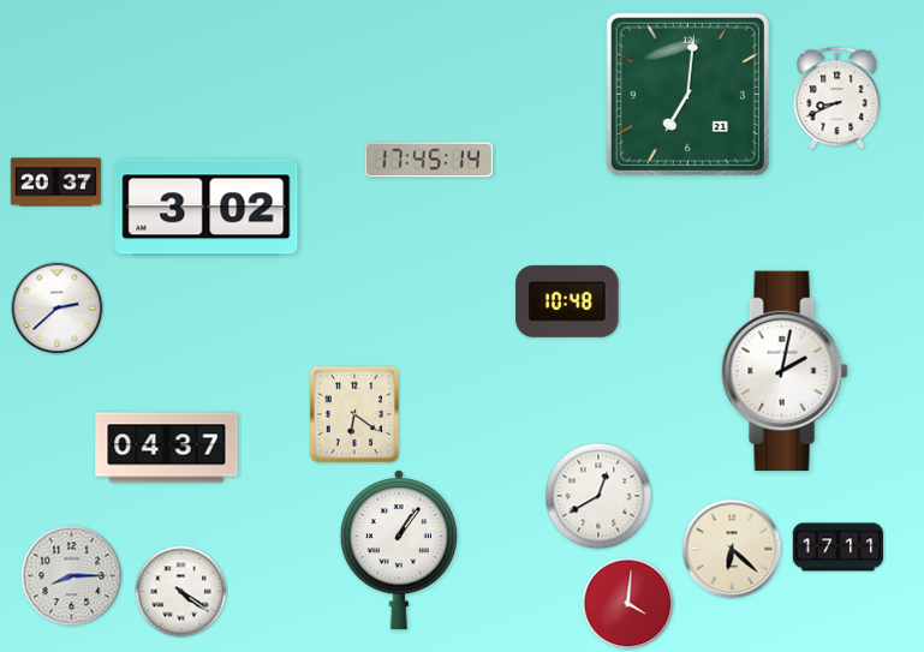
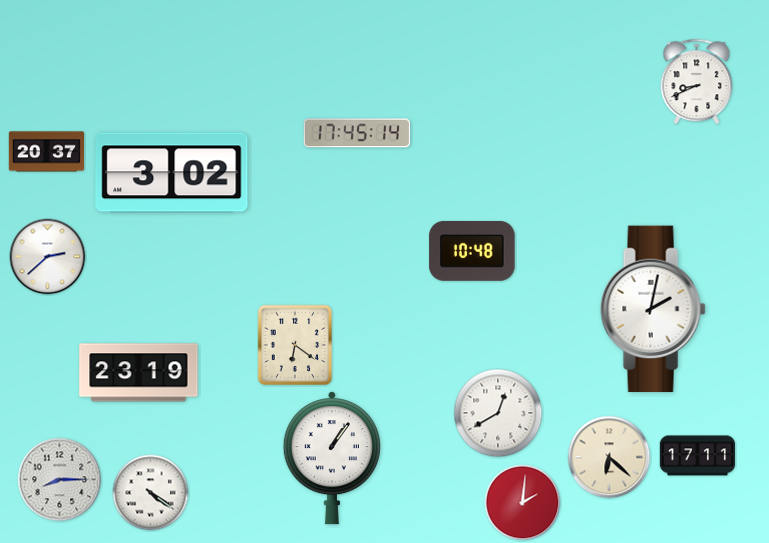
clock at (687, 94): 7:01 -> none
clock at (167, 448): 04:37 -> 23:19
clock at (628, 604): 4:01 -> 2:01
